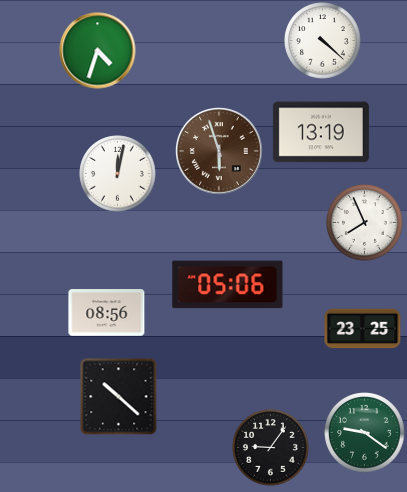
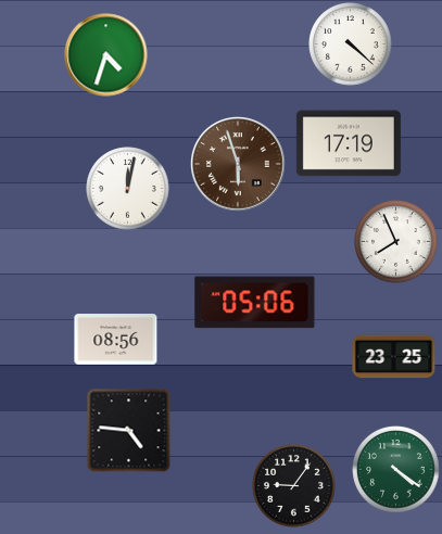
clock at (321, 132): 13:19 -> 17:19
clock at (228, 285) position: (228, 285) -> (255, 303)
clock at (118, 396): 10:22 -> 4:46
clock at (365, 433): 9:21 -> 4:21
